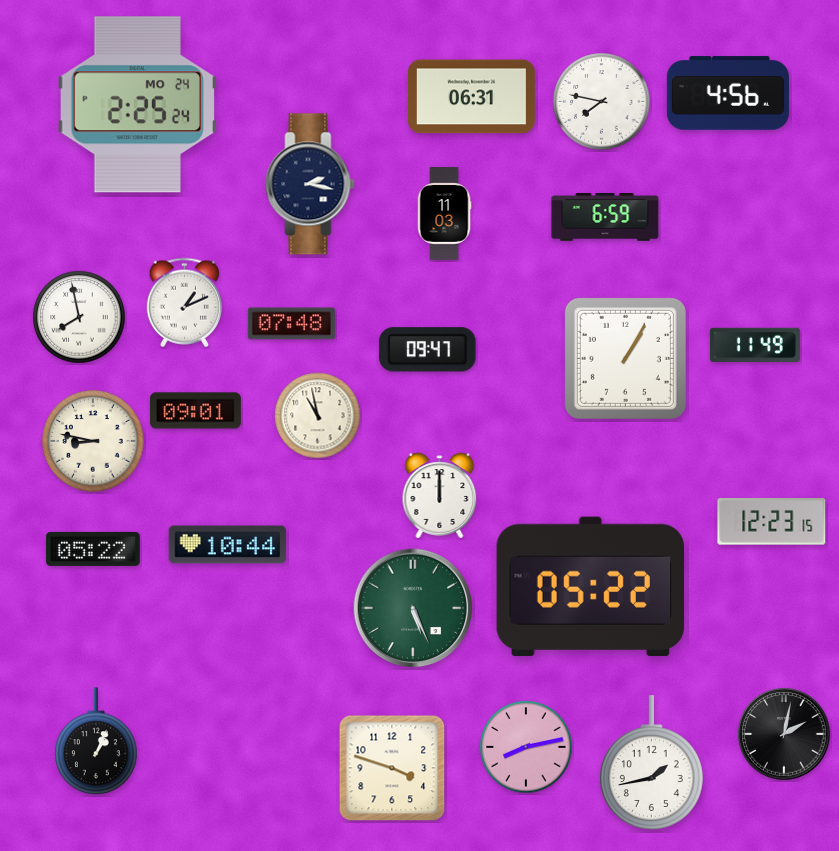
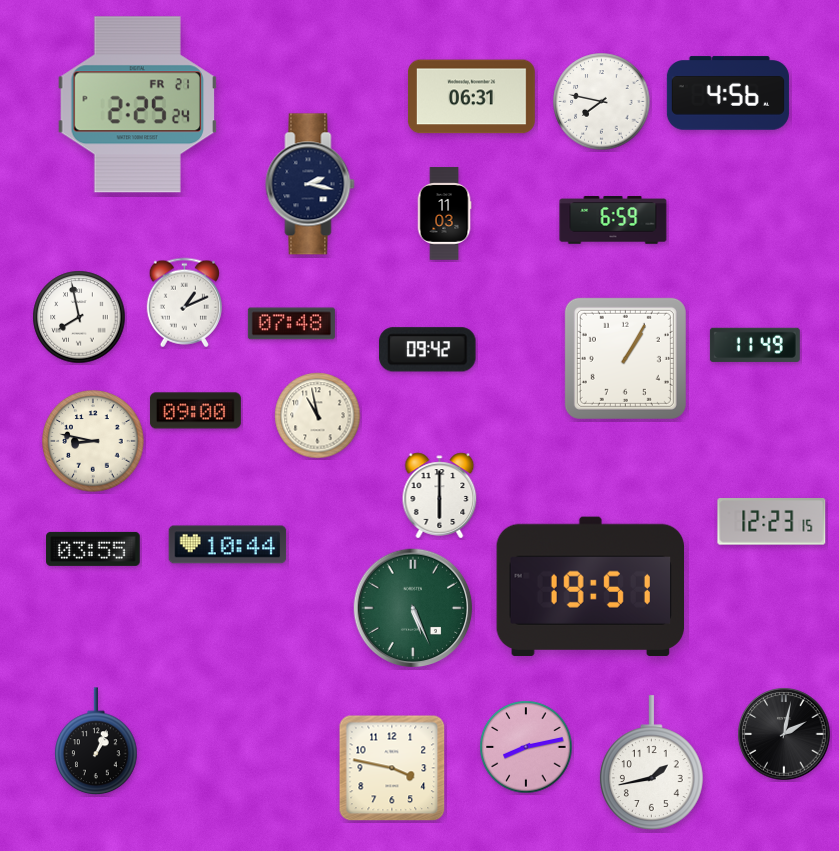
clock at (138, 105) date: MO 24 -> FR 21
clock at (605, 217) position: (605, 217) -> (613, 220)
clock at (428, 350): 09:47 -> 09:42
clock at (195, 411): 09:01 -> 09:00
clock at (440, 496): 12:00 -> 6:00
clock at (93, 549): 05:22 -> 03:55
clock at (590, 586): 05:22 -> 19:51
clock at (392, 768): 3:48 -> 3:47
